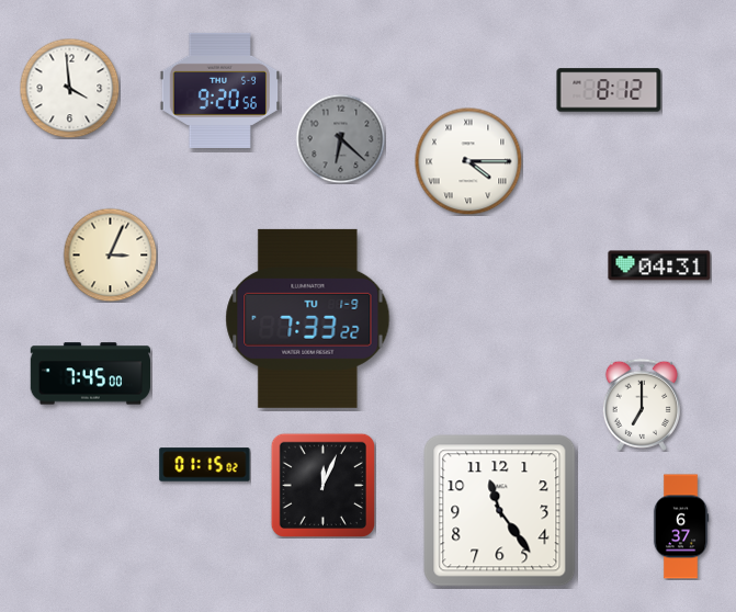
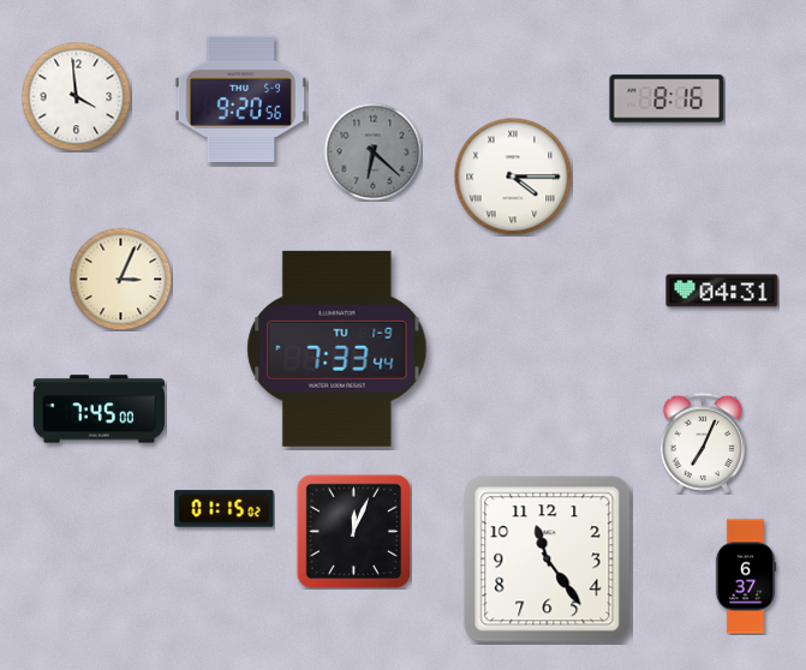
clock at (609, 90): 8:12 -> 8:16
clock at (308, 318): 7:33:22 -> 7:33:44
clock at (642, 405): 7:00 -> 7:04
